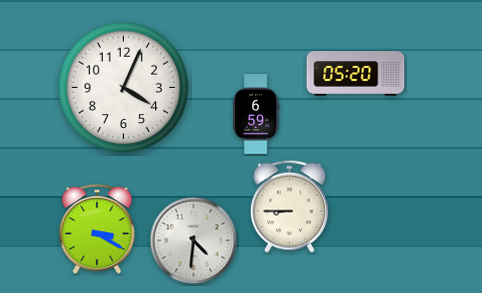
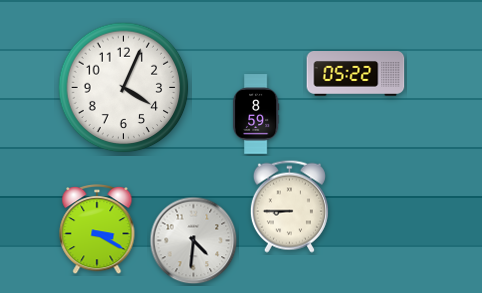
clock at (356, 74): 05:20 -> 05:22
clock at (256, 114): 6:59 -> 8:59
